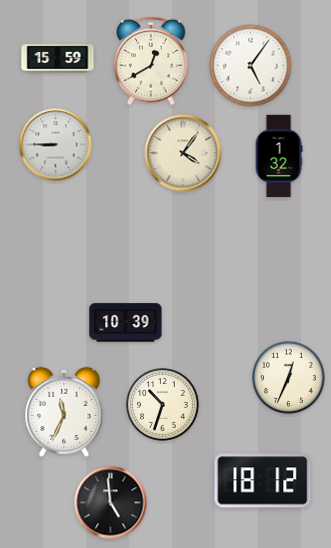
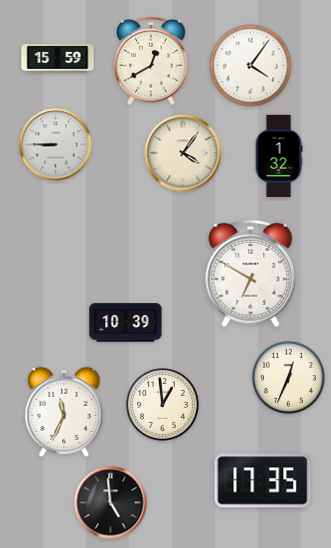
clock at (251, 66): 5:06 -> 4:06
clock at (251, 274): none -> 6:50
clock at (163, 405): 10:33 -> 12:59
clock at (263, 481): 18:12 -> 17:35
